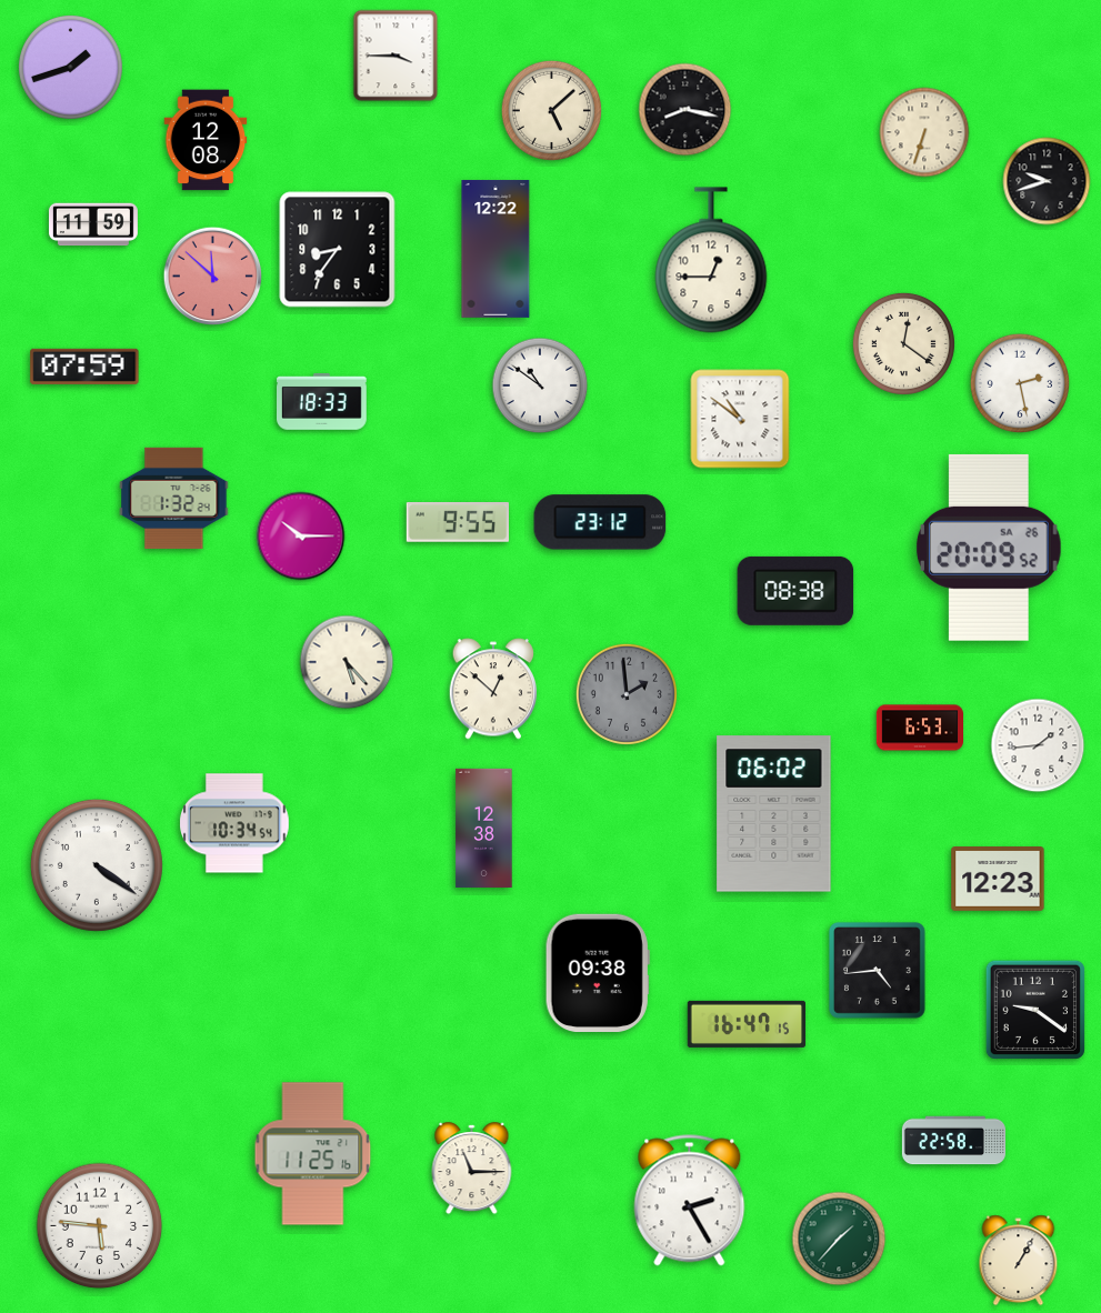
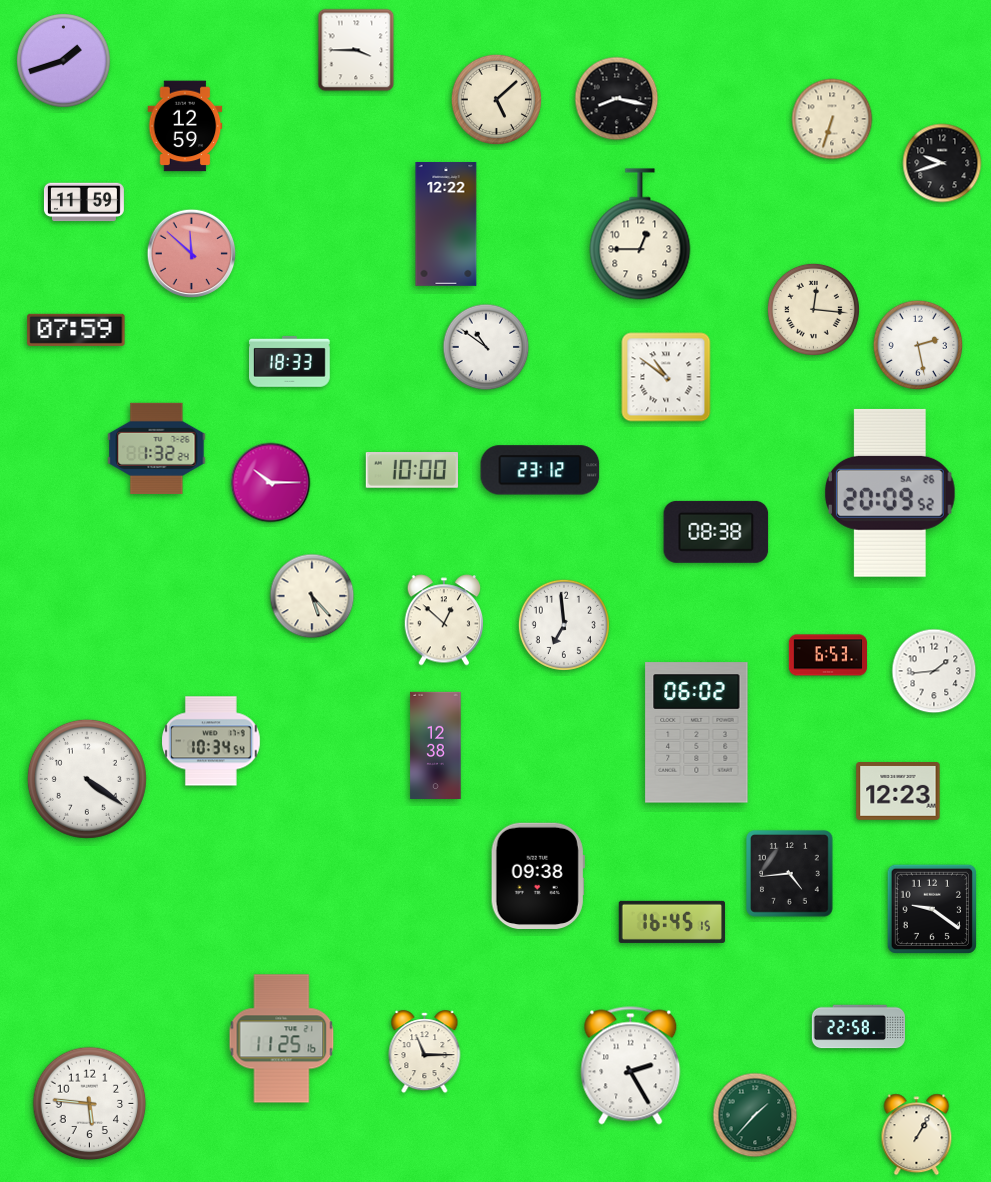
clock at (206, 140): 12:08 -> 12:59
clock at (338, 250): 8:36 -> none
clock at (213, 277) position: (213, 277) -> (192, 254)
clock at (903, 343): 12:21 -> 12:16
clock at (457, 522): 9:55 -> 10:00
clock at (627, 694): 1:59 -> 6:59
clock at (627, 694) dial: grey -> white
clock at (747, 1024): 16:47 -> 16:45
clock at (690, 1201) position: (690, 1201) -> (631, 1066)
